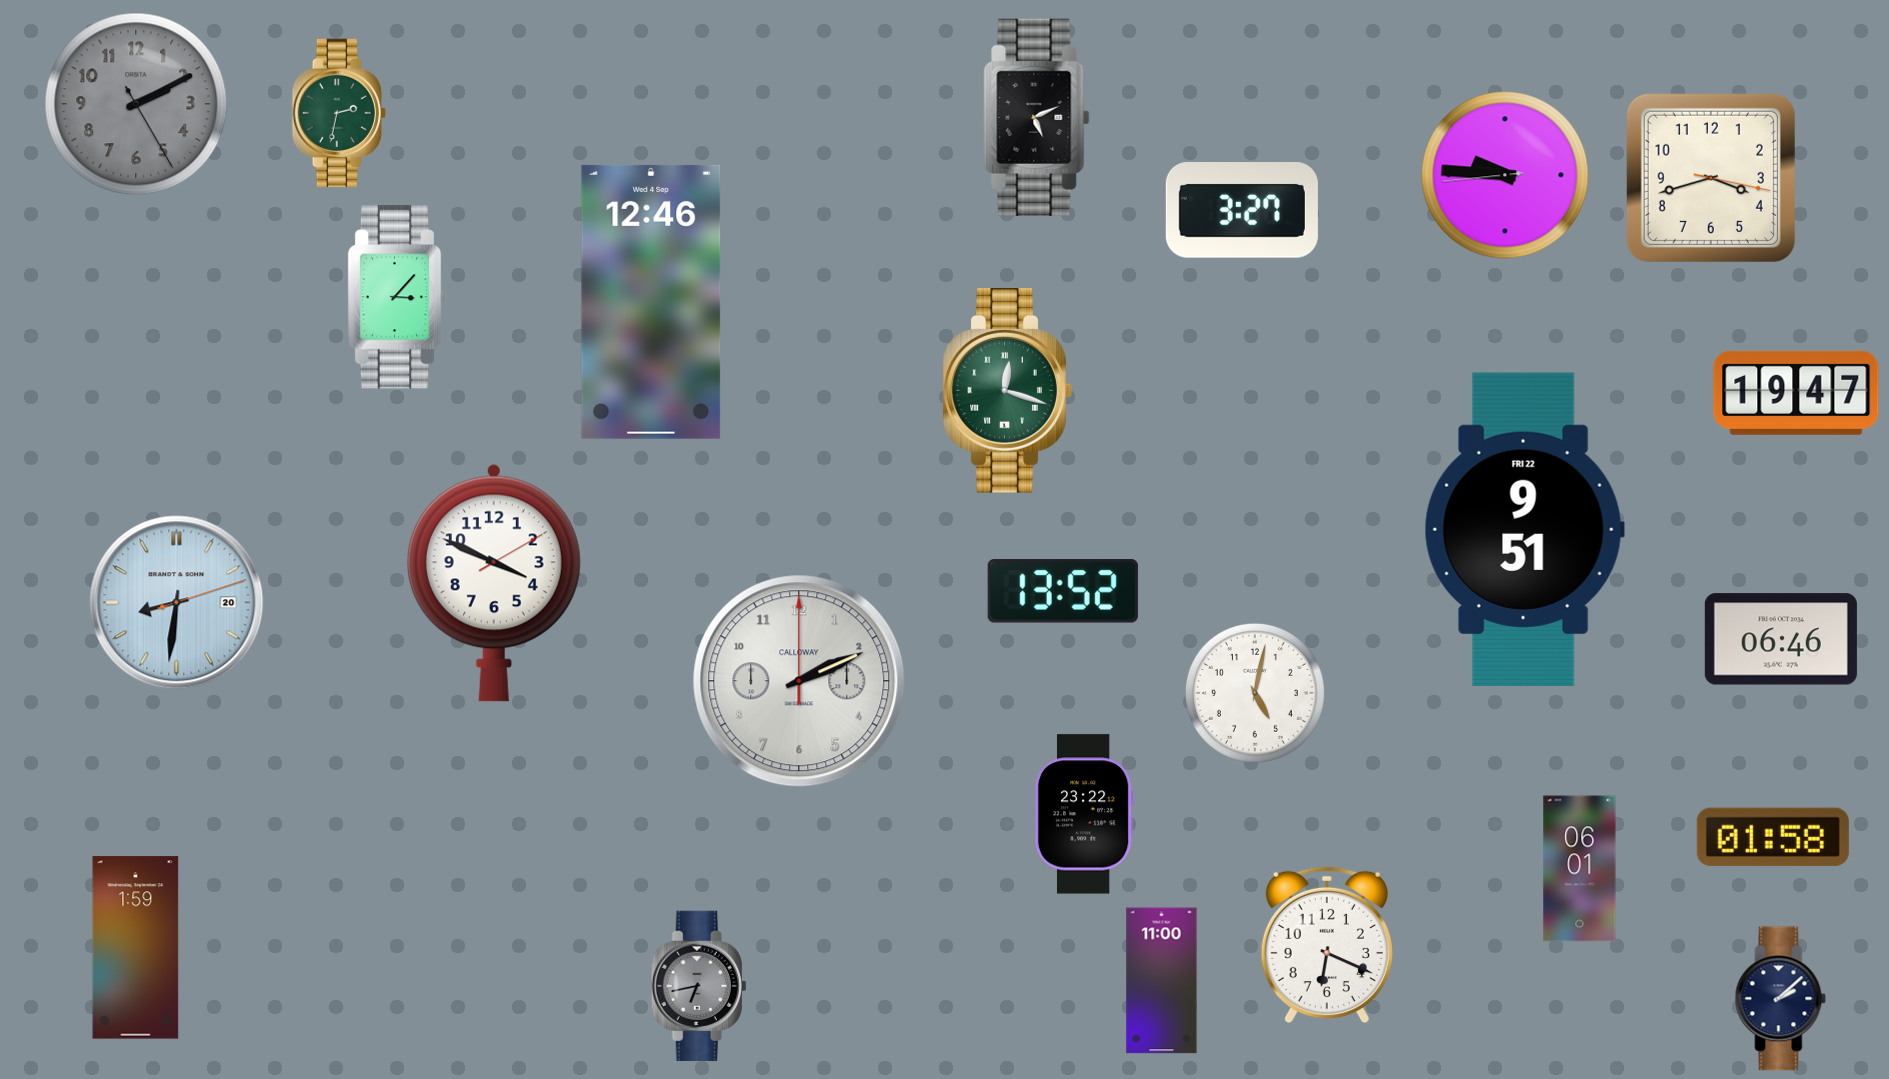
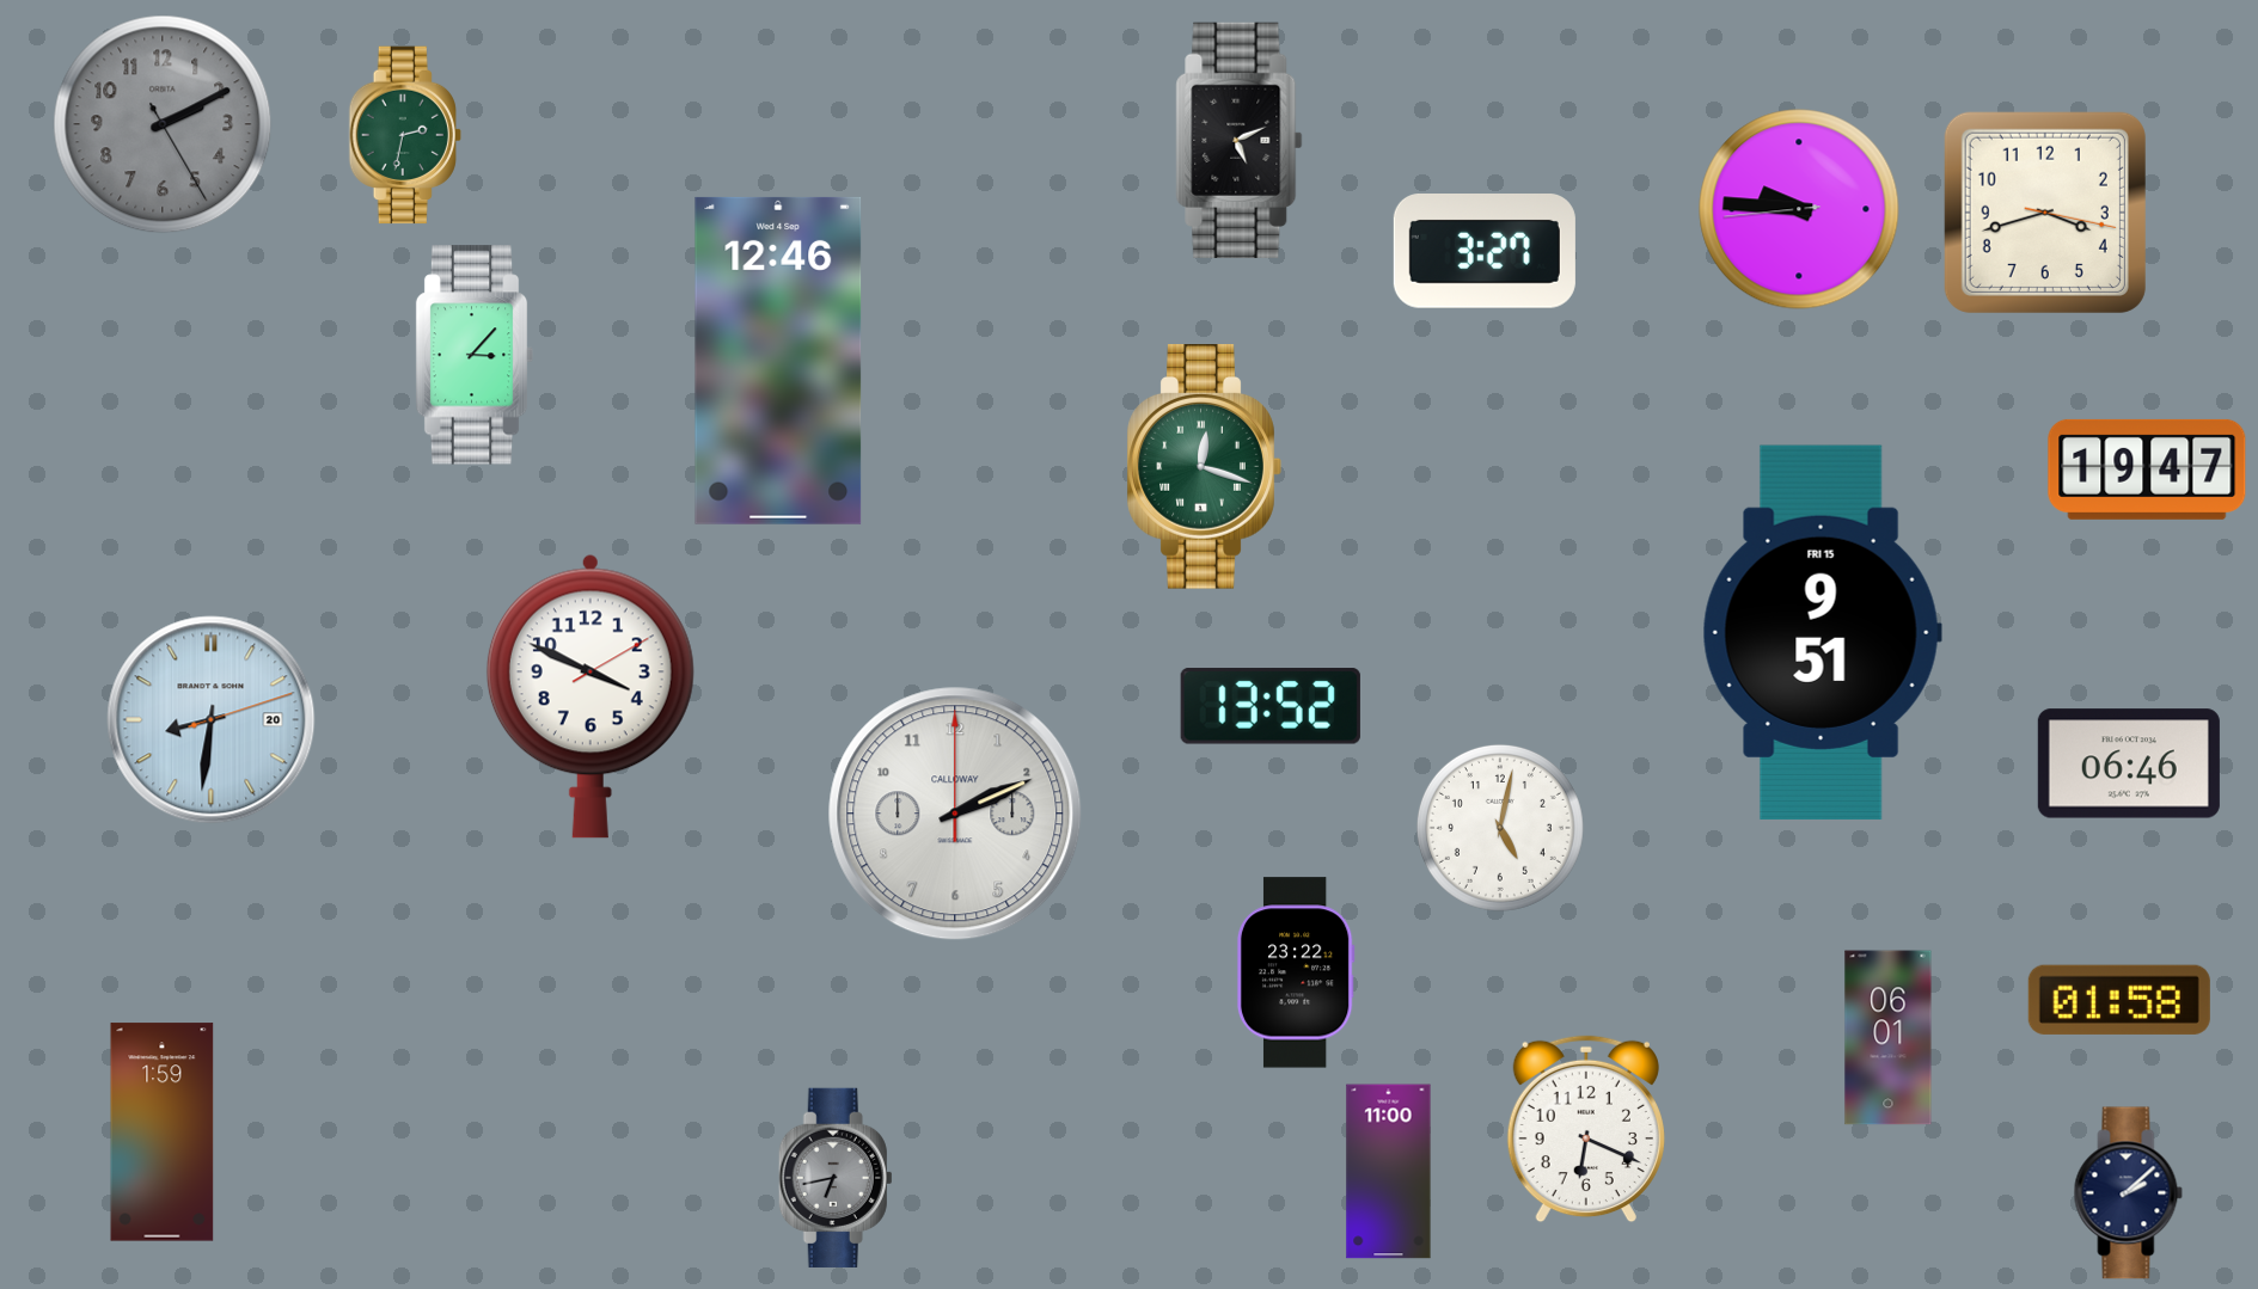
clock at (1524, 529) date: FRI 22 -> FRI 15
